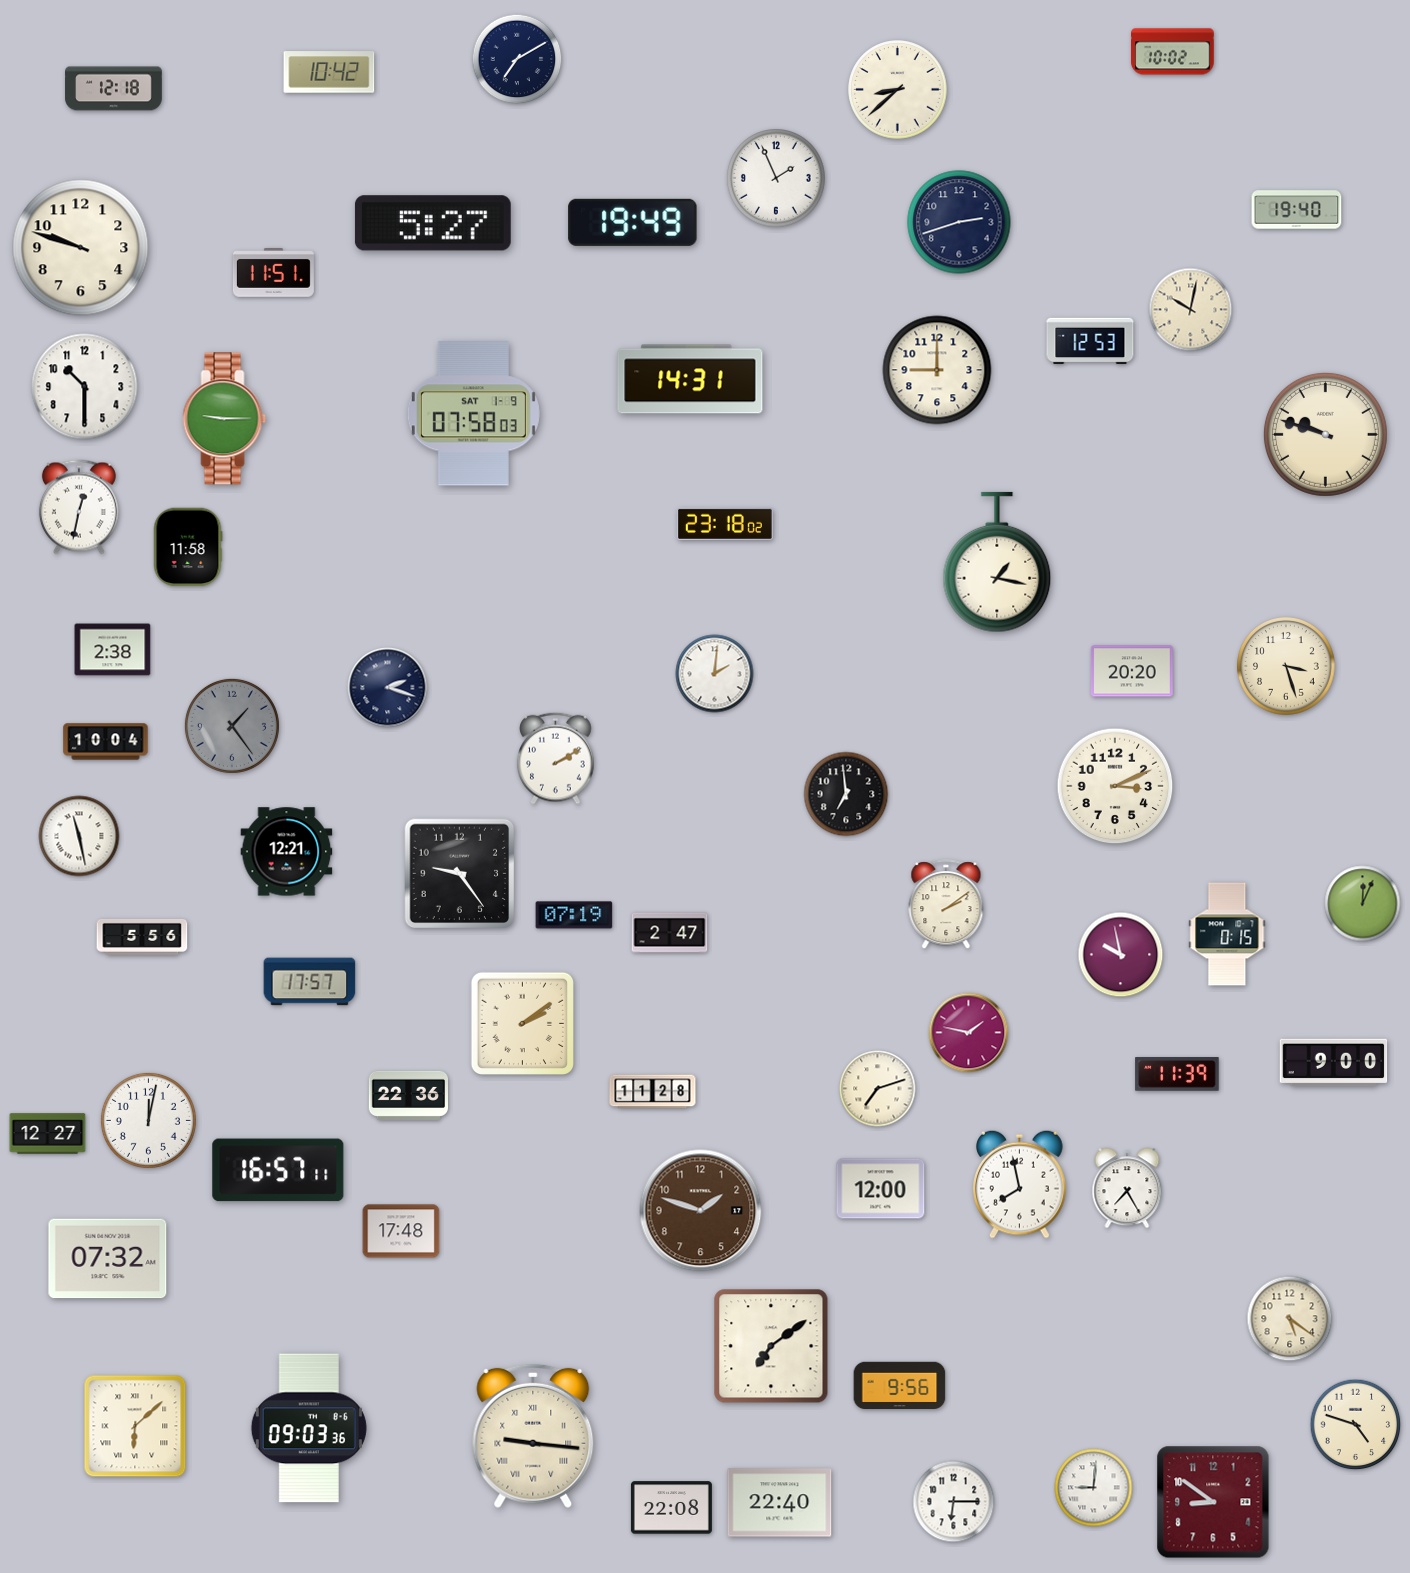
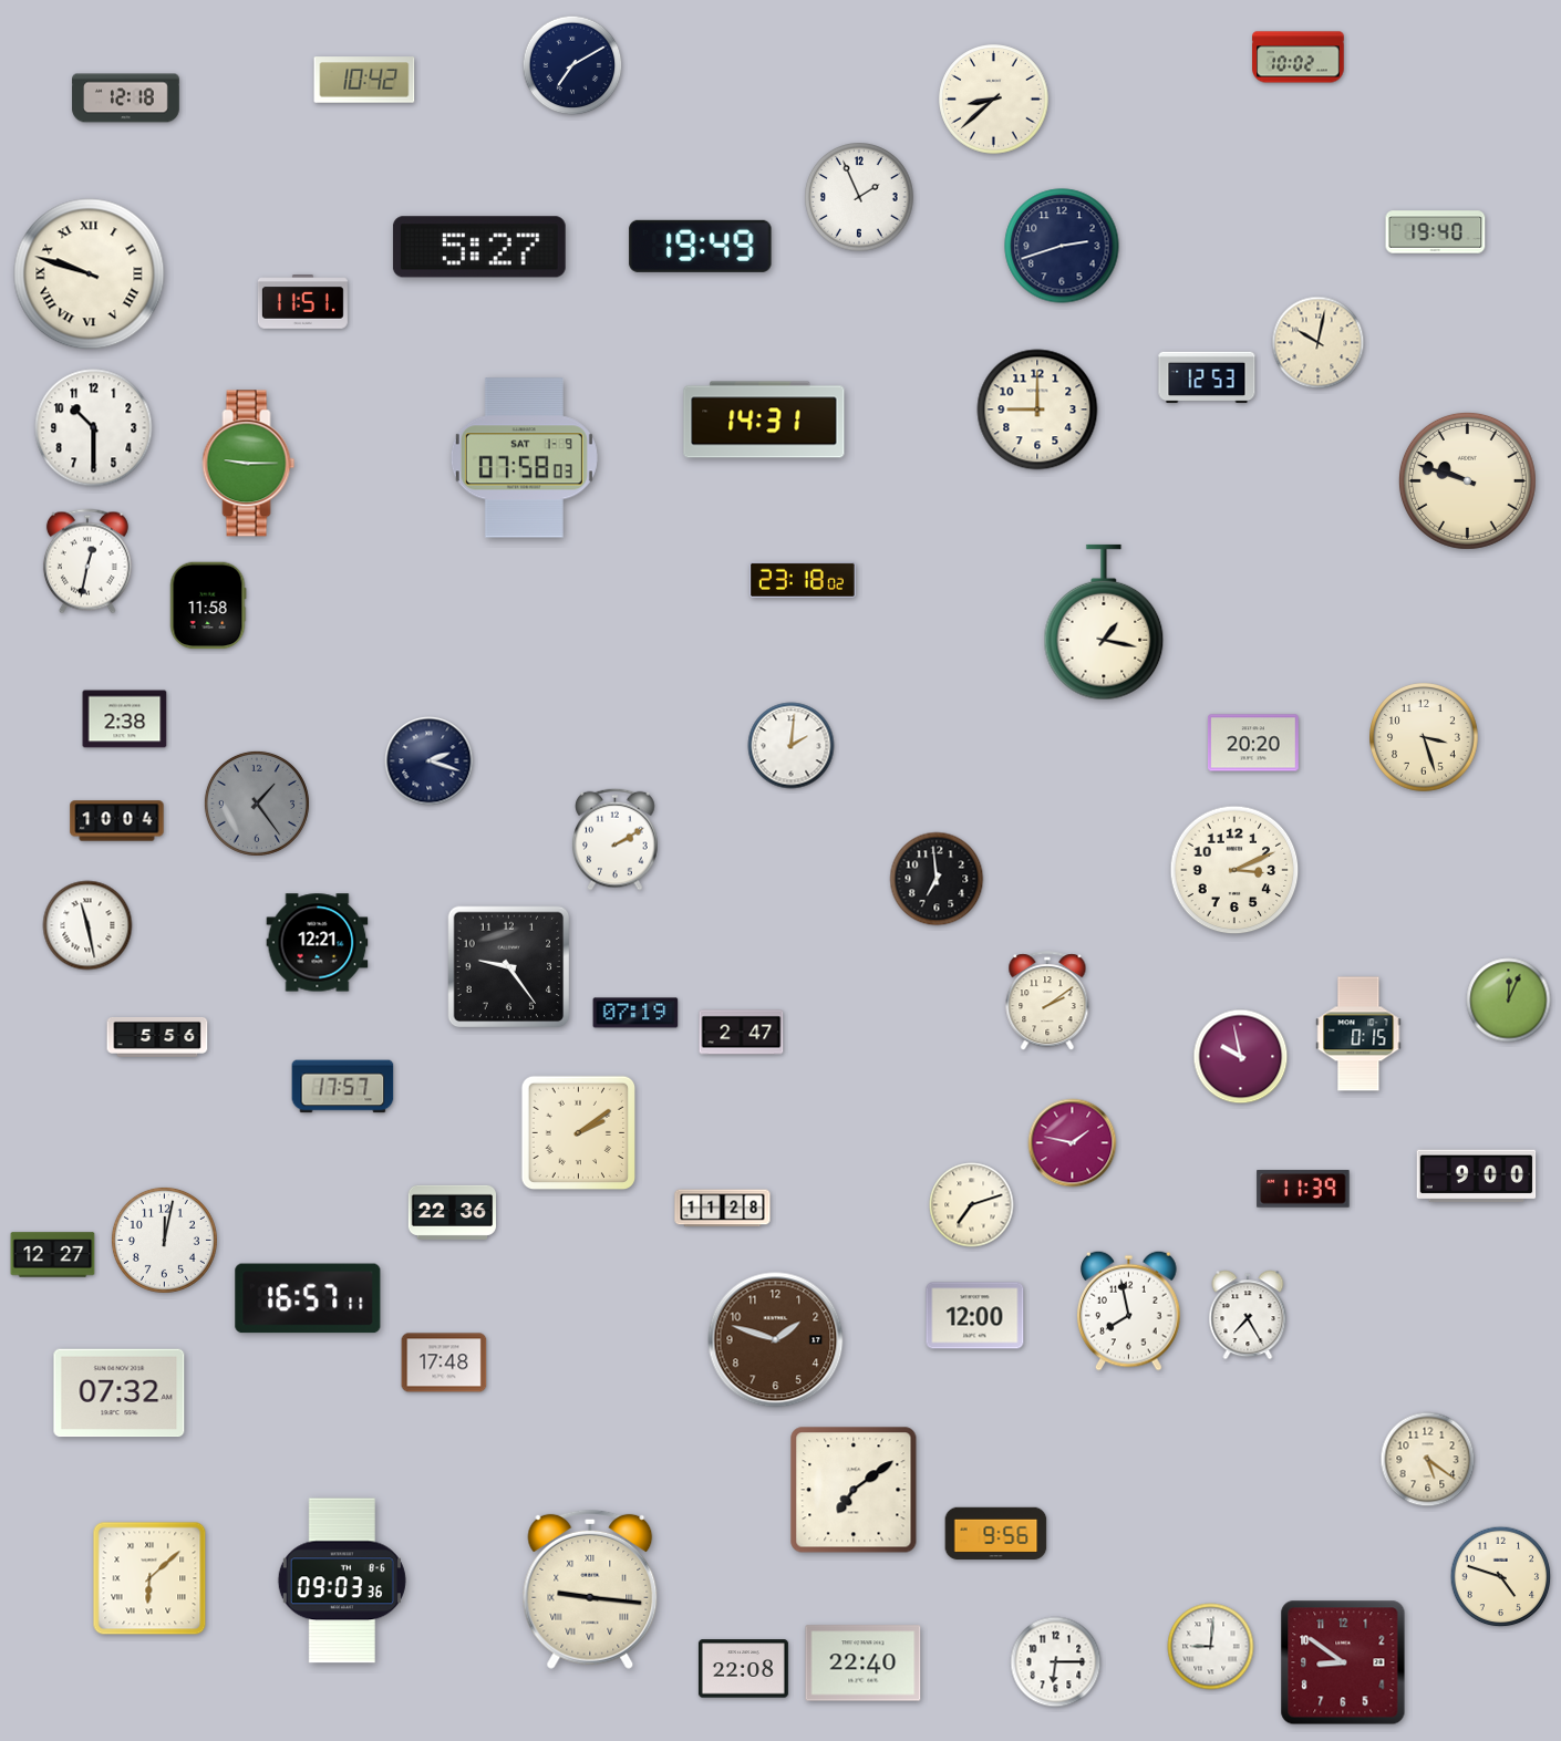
clock at (81, 248) numerals: Arabic -> Roman
clock at (278, 1170) position: (278, 1170) -> (308, 1298)
